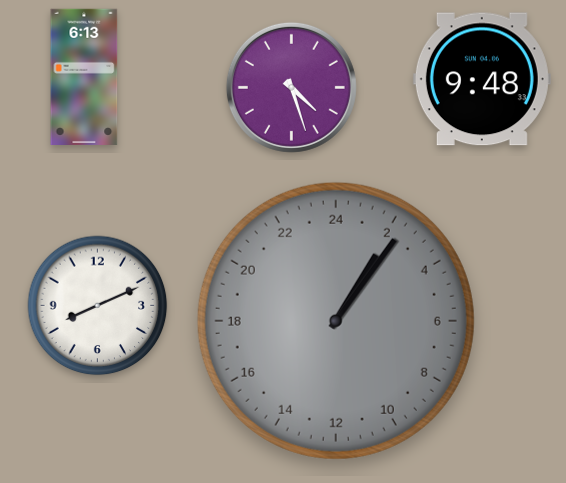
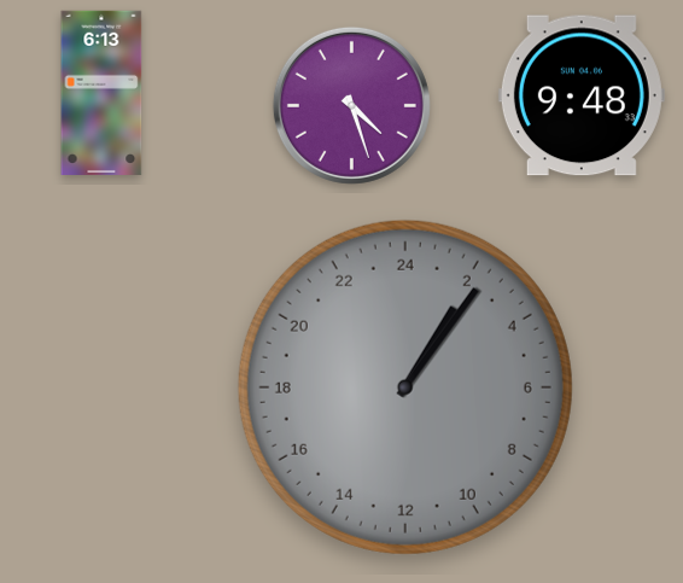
clock at (98, 306): 8:11 -> none
